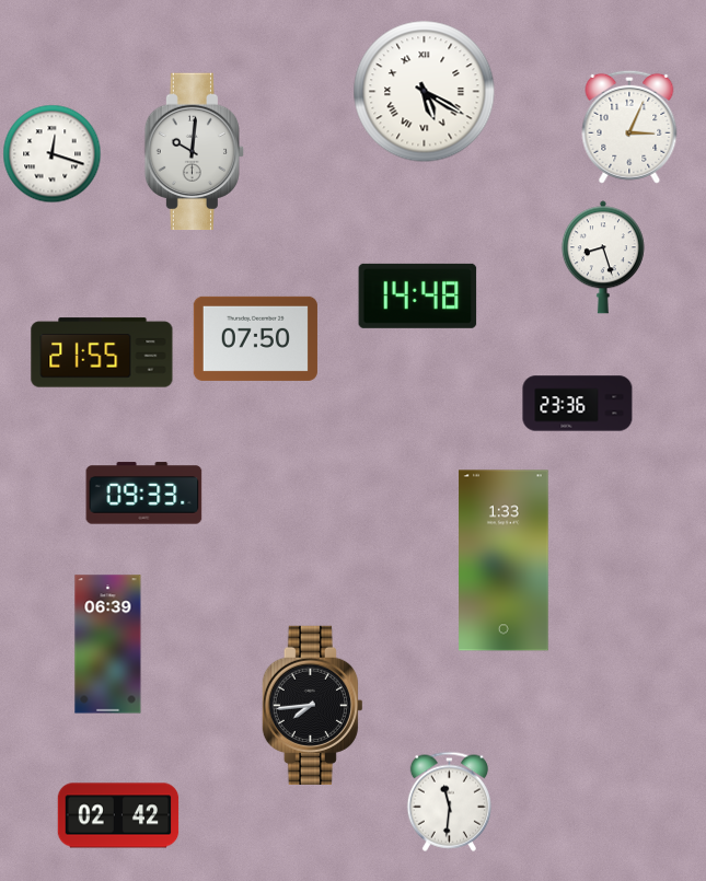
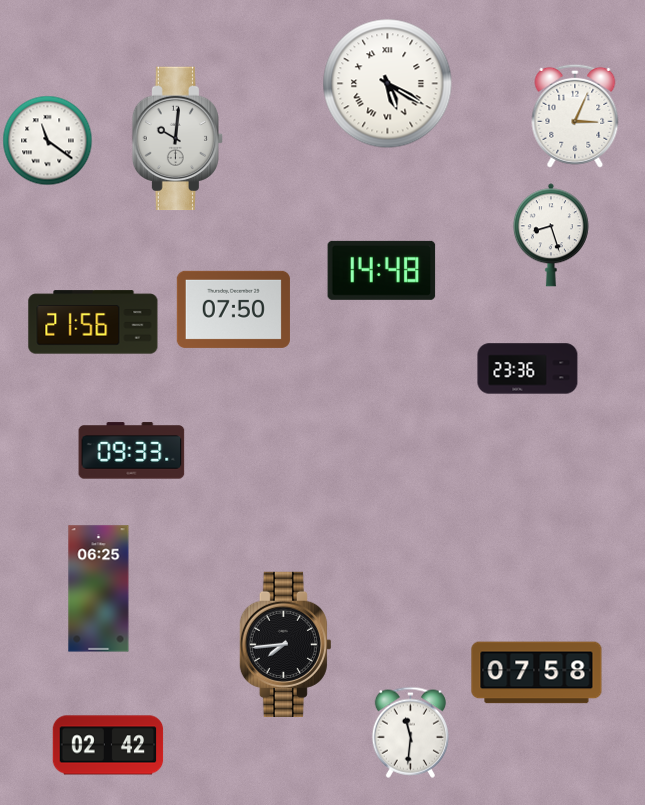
clock at (53, 154): 12:18 -> 11:21
clock at (102, 352): 21:55 -> 21:56
clock at (504, 560): 1:33 -> none
clock at (108, 645): 06:39 -> 06:25
clock at (537, 673): none -> 07:58
